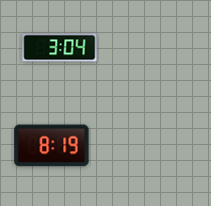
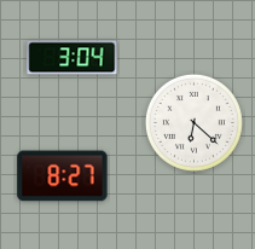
clock at (193, 122): none -> 6:22
clock at (52, 146): 8:19 -> 8:27
